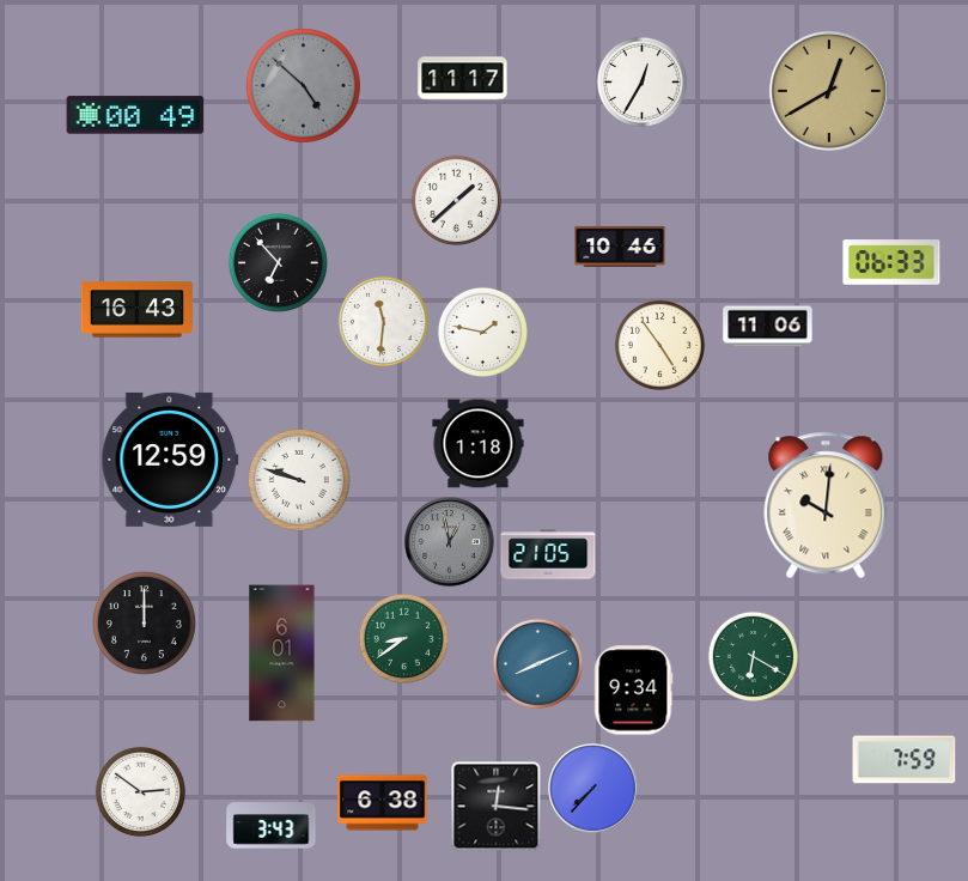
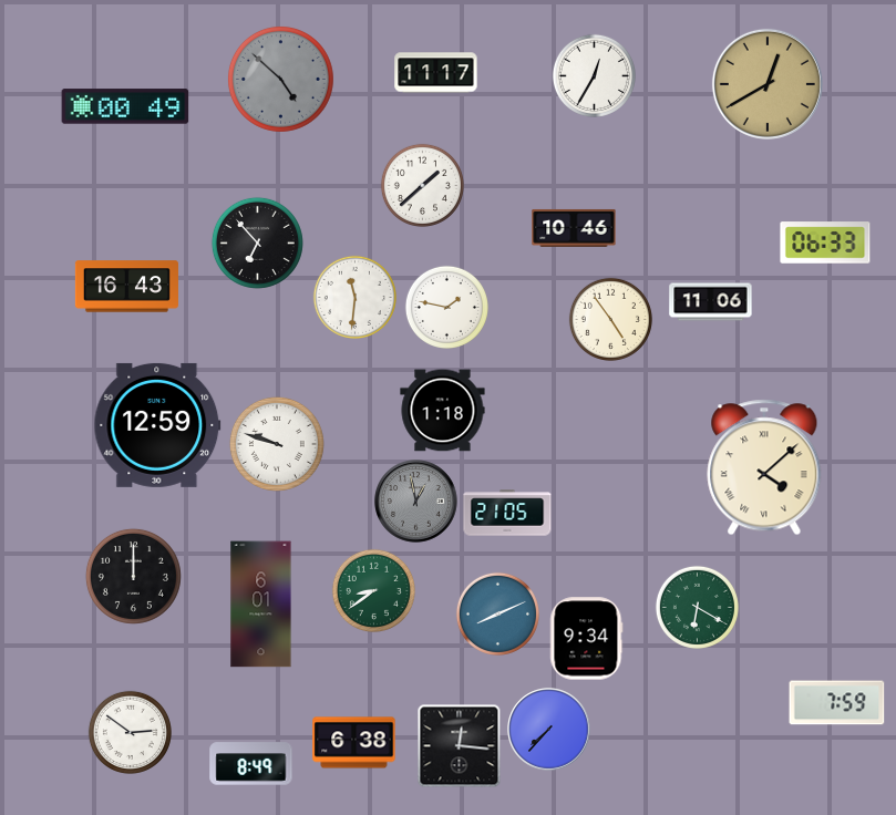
clock at (463, 79) position: (463, 79) -> (436, 73)
clock at (826, 505): 10:01 -> 4:08
clock at (272, 826): 3:43 -> 8:49
